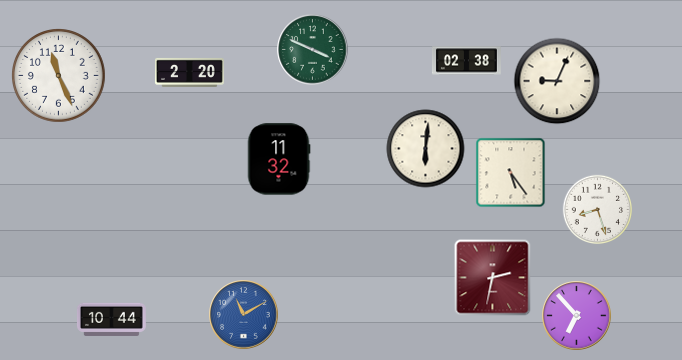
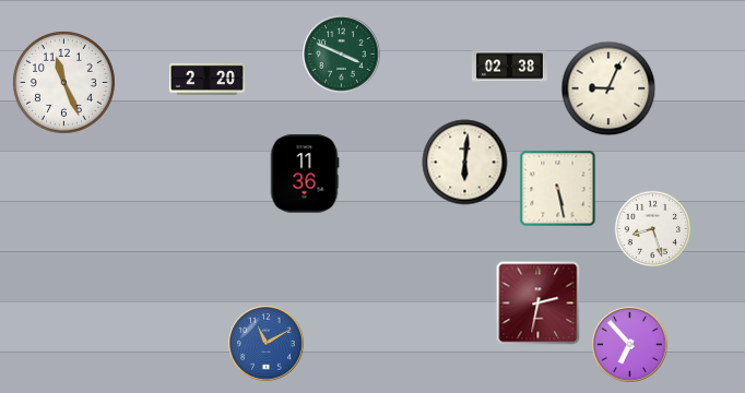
clock at (279, 159): 11:32 -> 11:36
clock at (511, 173): 5:24 -> 5:28
clock at (111, 319): 10:44 -> none
